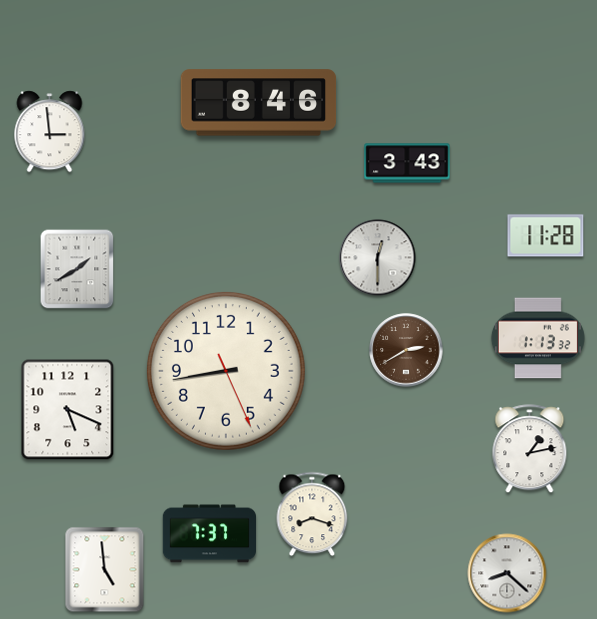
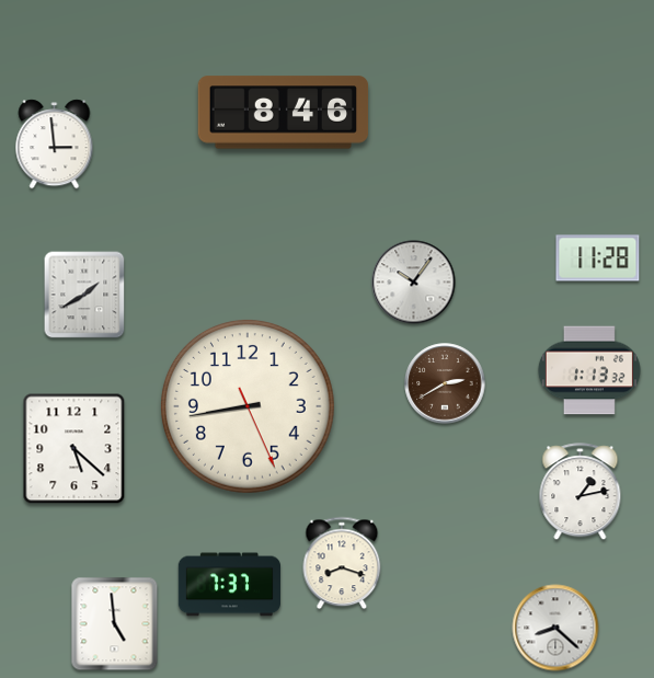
clock at (407, 163): 3:43 -> none
clock at (378, 258): 12:30 -> 10:06
clock at (68, 410): 5:19 -> 5:22
